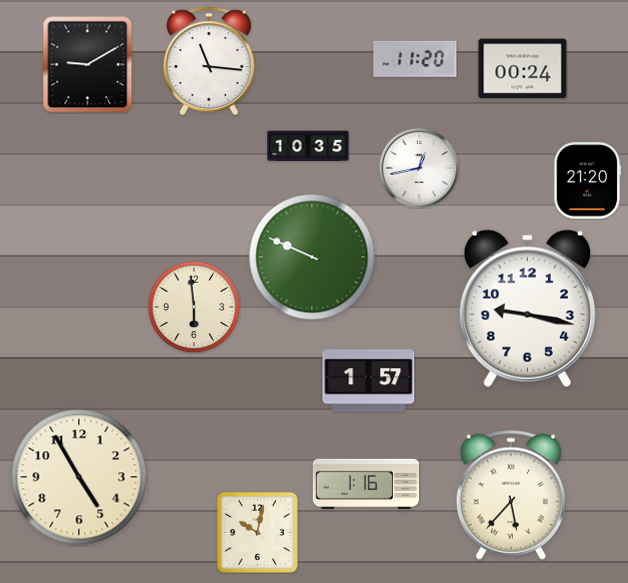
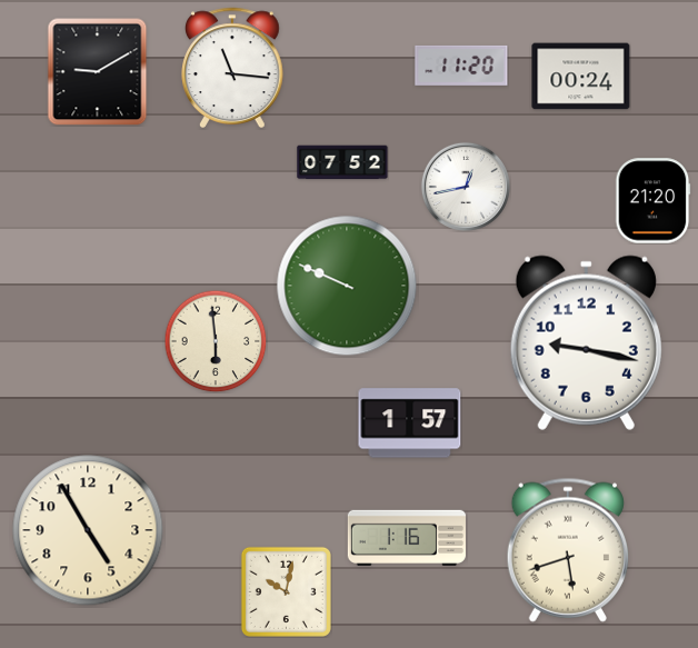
clock at (308, 146): 10:35 -> 07:52
clock at (511, 495): 5:37 -> 5:42
